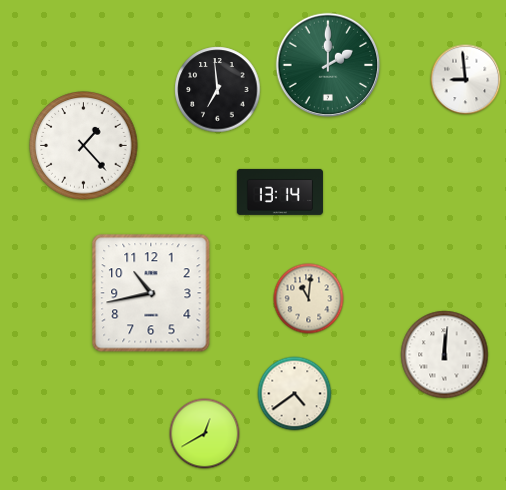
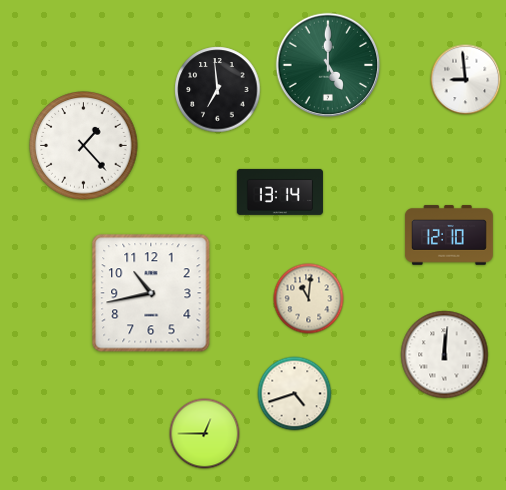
clock at (328, 65): 2:00 -> 5:00
clock at (449, 235): none -> 12:10
clock at (295, 394): 4:39 -> 4:42
clock at (205, 434): 12:40 -> 12:45
